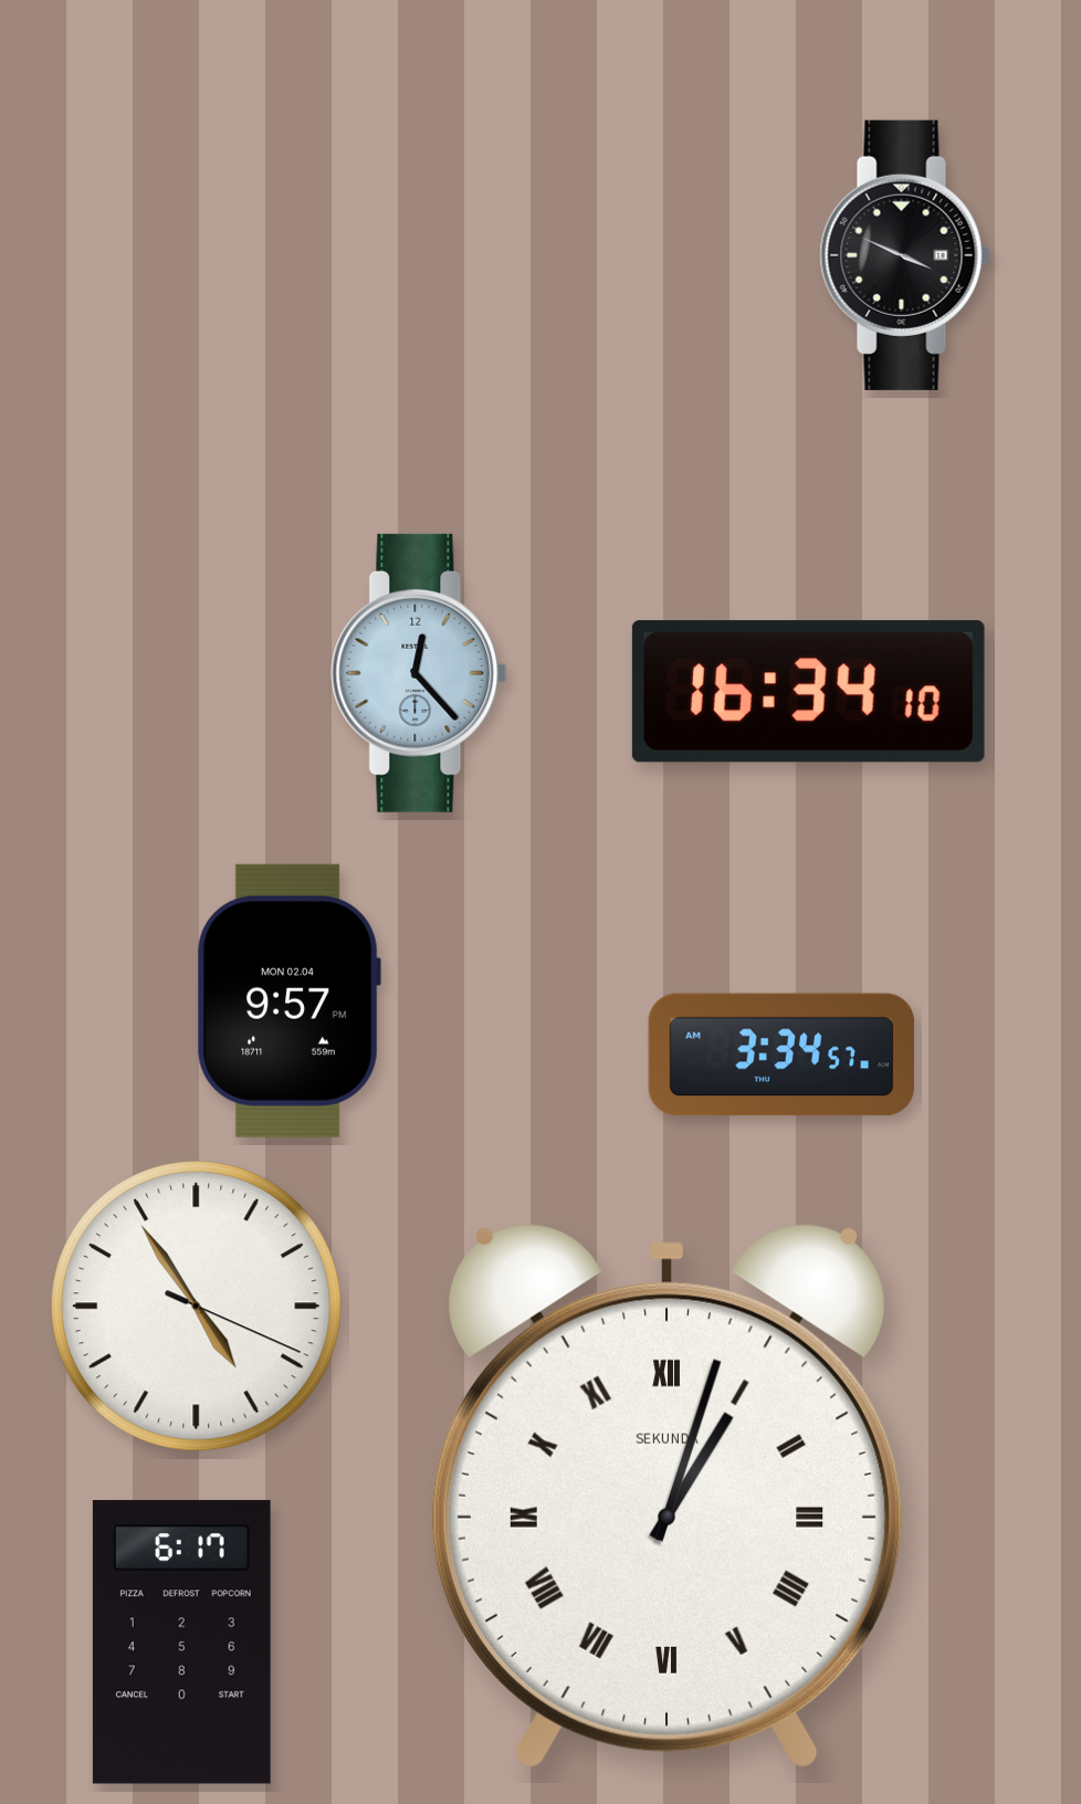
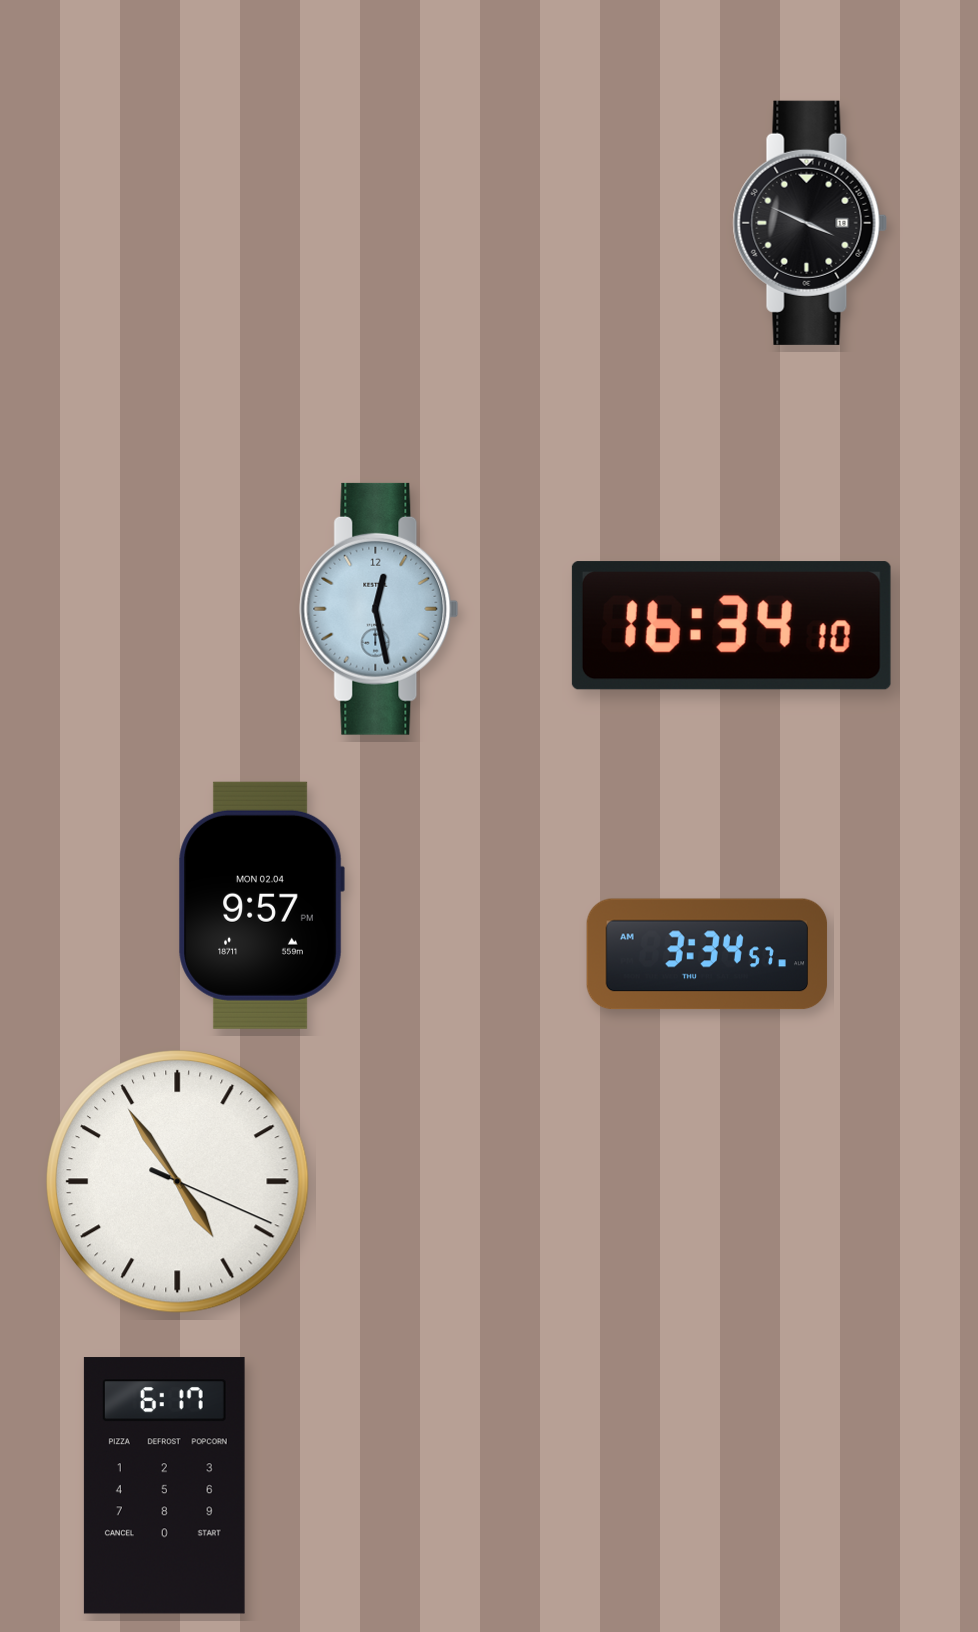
clock at (905, 255) position: (905, 255) -> (810, 223)
clock at (419, 673): 12:23 -> 12:28
clock at (667, 1496): 1:03 -> none
